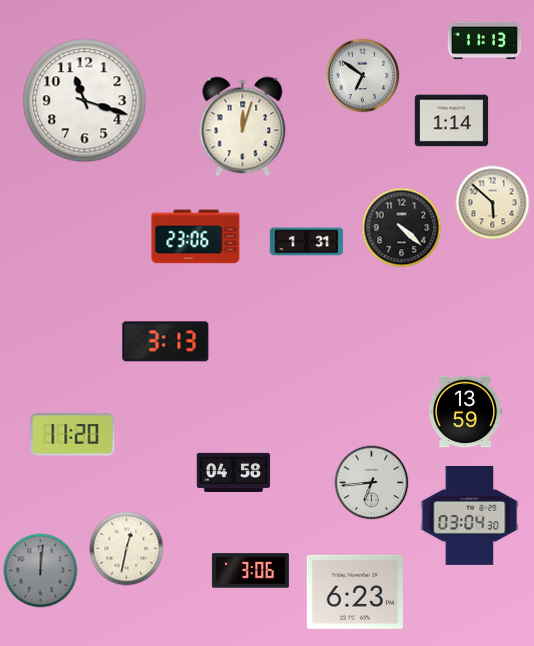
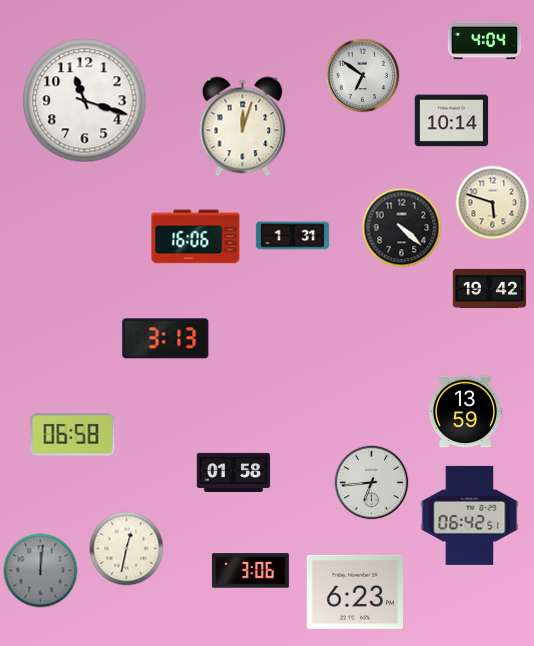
clock at (485, 41): 11:13 -> 4:04
clock at (452, 121): 1:14 -> 10:14
clock at (493, 203): 5:52 -> 5:48
clock at (196, 237): 23:06 -> 16:06
clock at (307, 242) position: (307, 242) -> (293, 236)
clock at (490, 288): none -> 19:42
clock at (166, 342) position: (166, 342) -> (166, 339)
clock at (73, 435): 11:20 -> 06:58
clock at (234, 472): 04:58 -> 01:58
clock at (470, 515): 03:04 -> 06:42
